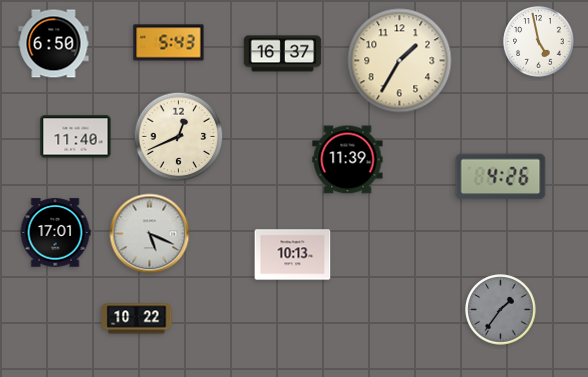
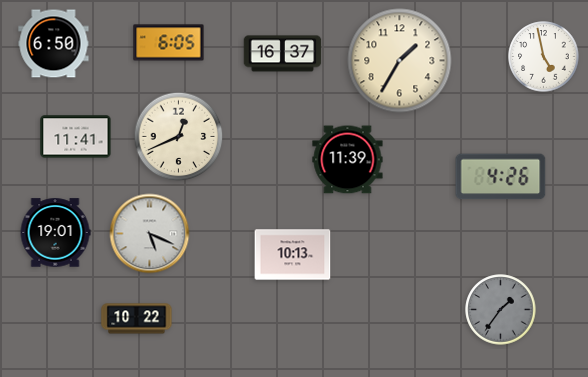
clock at (539, 42) position: (539, 42) -> (544, 57)
clock at (169, 43): 5:43 -> 6:05
clock at (76, 137): 11:40 -> 11:41
clock at (55, 233): 17:01 -> 19:01
